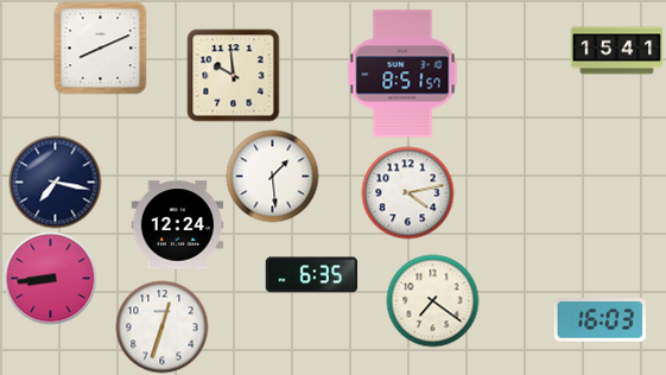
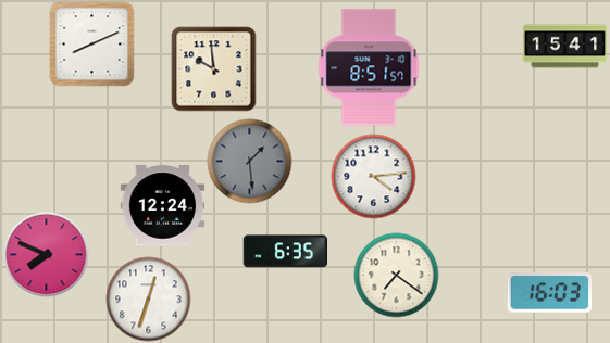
clock at (272, 176) dial: white -> grey
clock at (55, 182): 7:17 -> none
clock at (407, 192): 4:13 -> 4:14
clock at (50, 278): 8:44 -> 7:49
